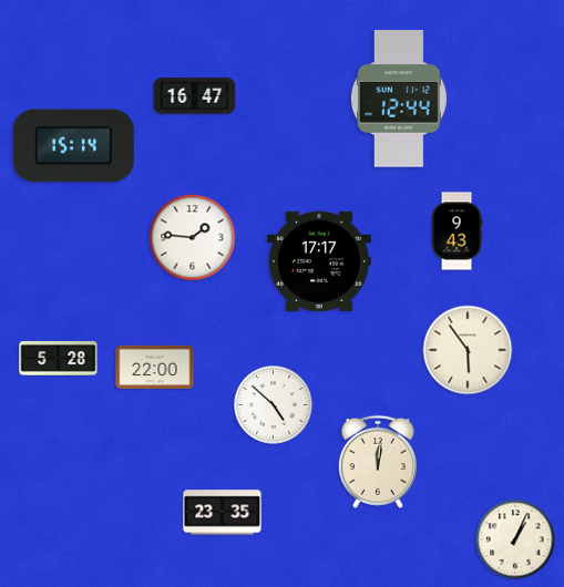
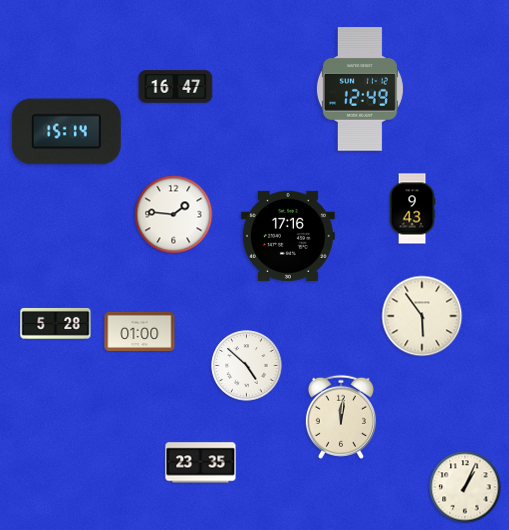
clock at (399, 99): 12:44 -> 12:49
clock at (319, 261): 17:17 -> 17:16
clock at (59, 358) position: (59, 358) -> (56, 323)
clock at (155, 367): 22:00 -> 01:00
